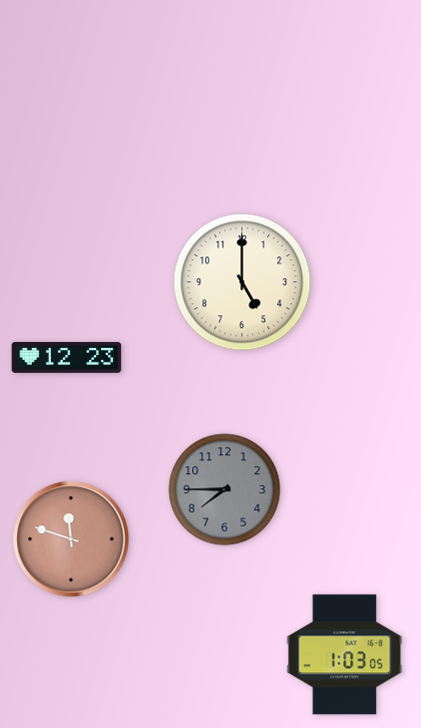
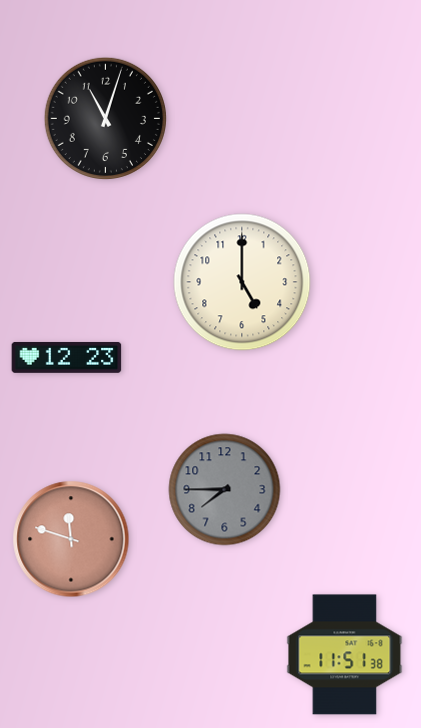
clock at (105, 118): none -> 11:03
clock at (345, 655): 1:03 -> 11:51
